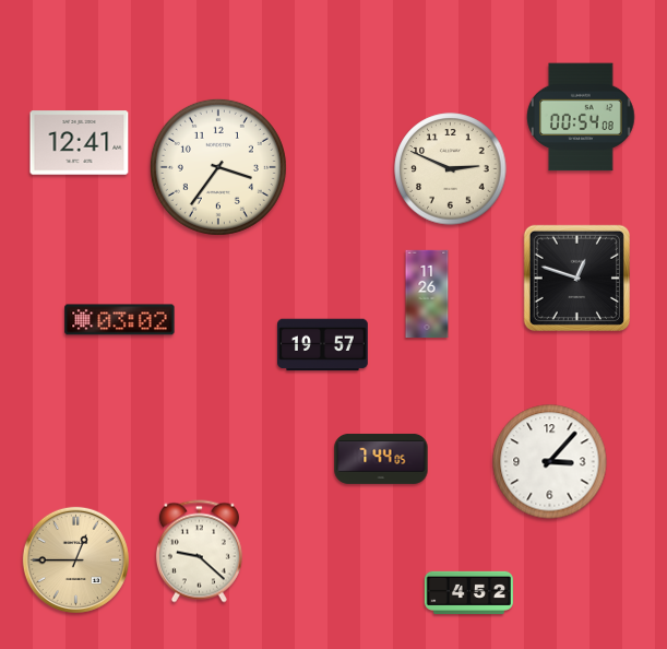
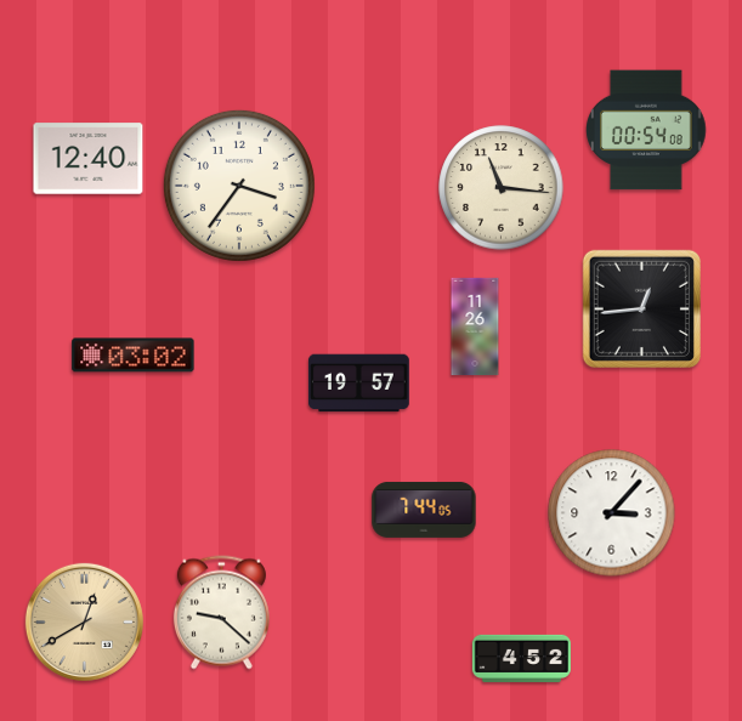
clock at (80, 143): 12:41 -> 12:40
clock at (218, 167) position: (218, 167) -> (239, 186)
clock at (451, 169): 2:49 -> 11:16
clock at (576, 278): 12:48 -> 12:44
clock at (75, 559): 12:45 -> 12:40
